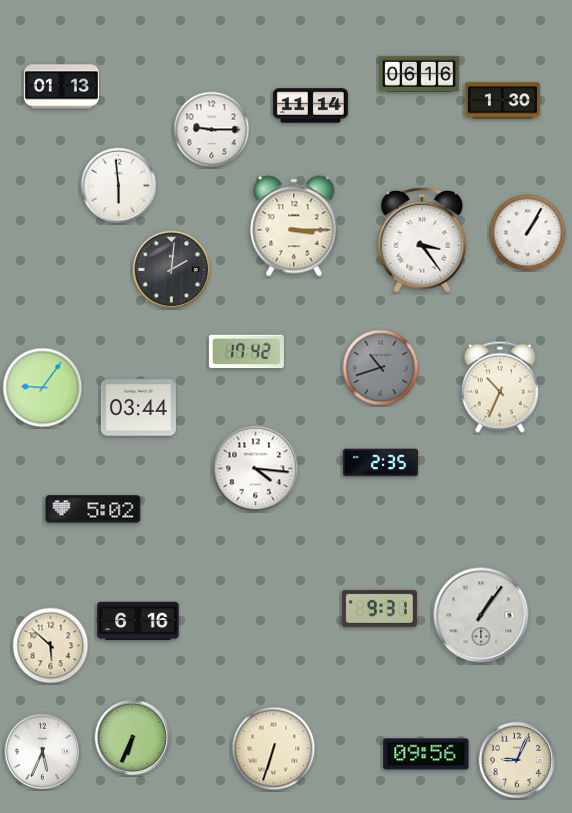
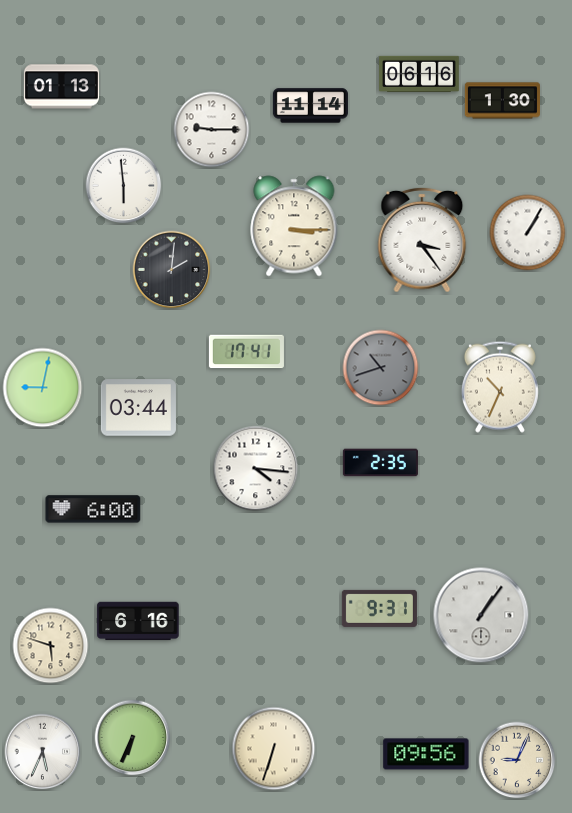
clock at (119, 186) position: (119, 186) -> (124, 186)
clock at (246, 352): 17:42 -> 17:41
clock at (43, 388): 9:06 -> 9:02
clock at (93, 509): 5:02 -> 6:00
clock at (51, 646): 5:52 -> 5:48
